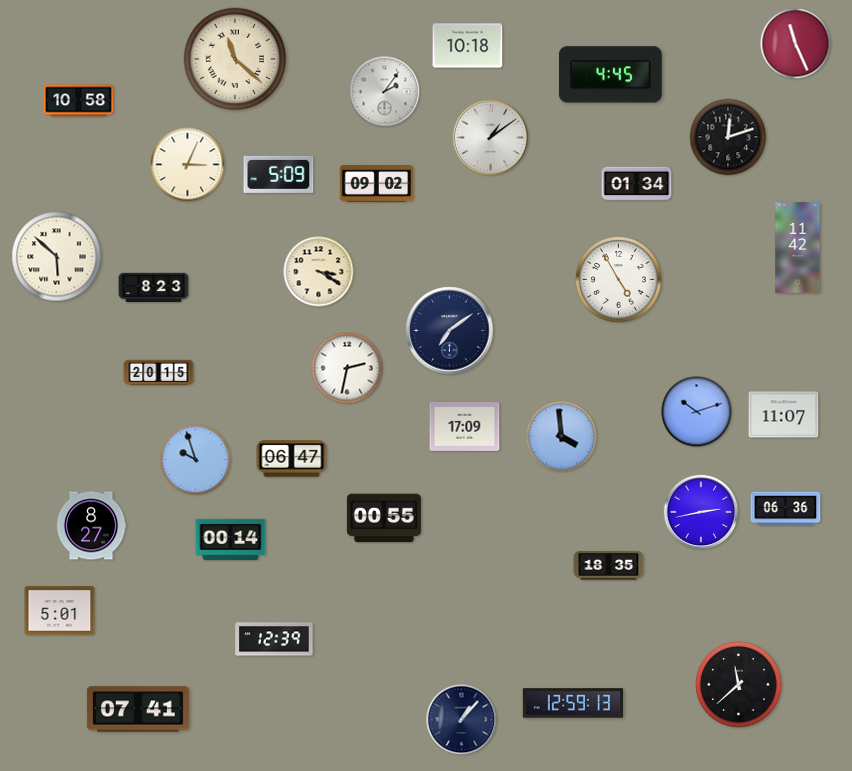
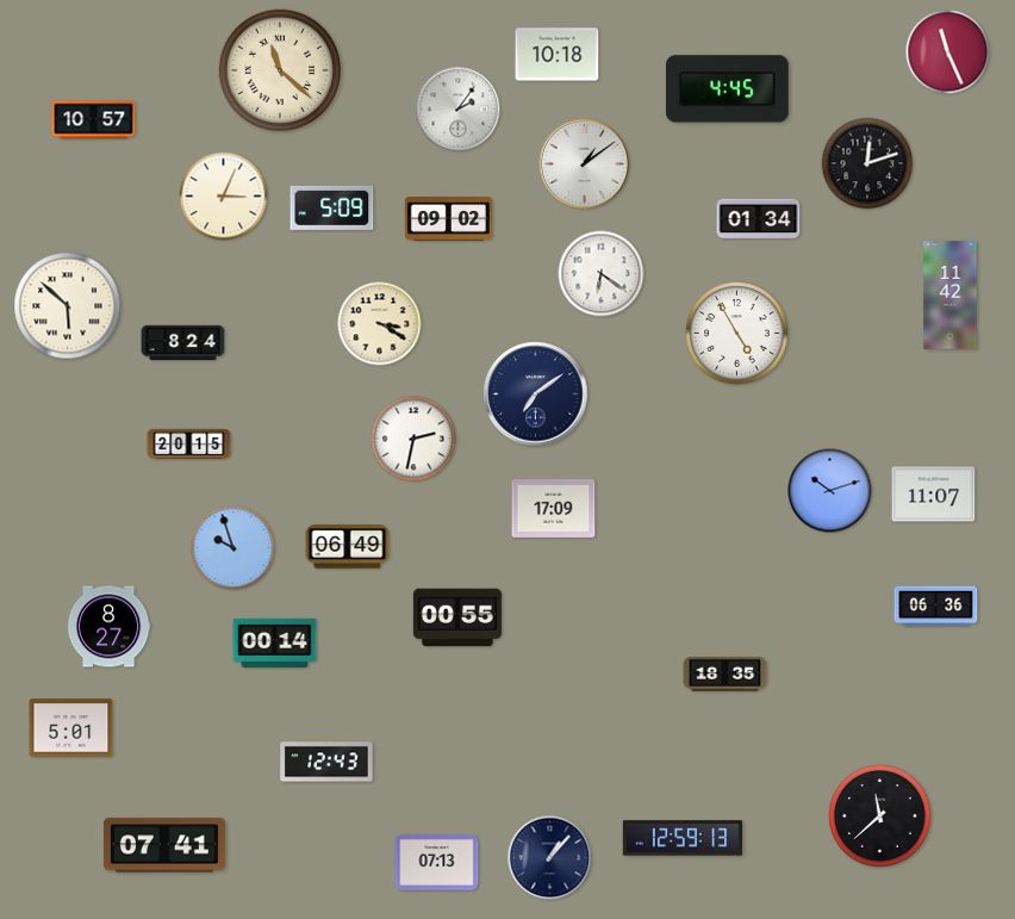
clock at (79, 101): 10:58 -> 10:57
clock at (602, 274): none -> 6:21
clock at (154, 288): 8:23 -> 8:24
clock at (562, 437): 3:59 -> none
clock at (292, 459): 06:47 -> 06:49
clock at (701, 512): 2:43 -> none
clock at (274, 639): 12:39 -> 12:43
clock at (437, 863): none -> 07:13
